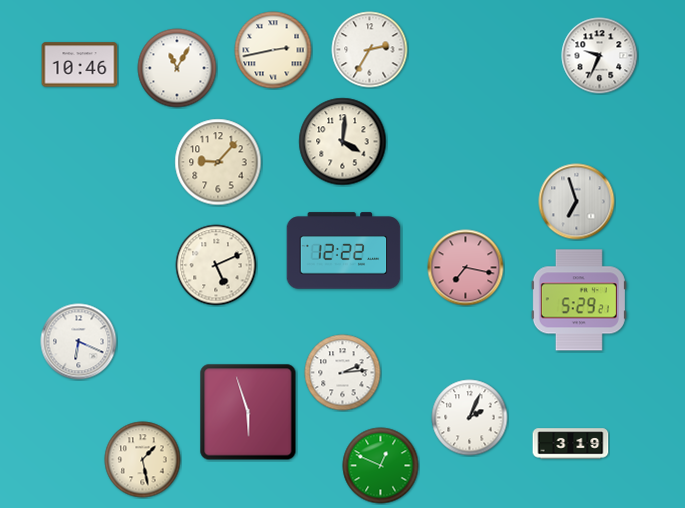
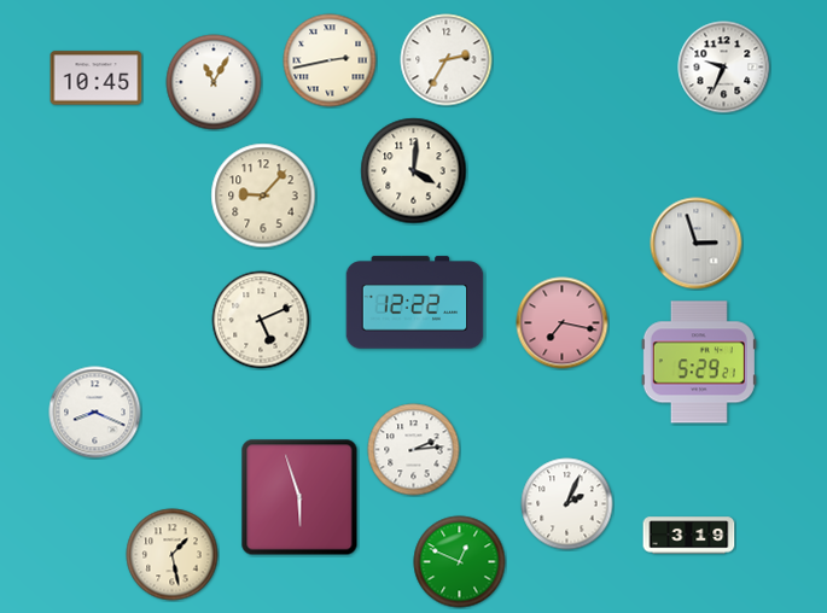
clock at (80, 65): 10:46 -> 10:45
clock at (577, 202): 6:57 -> 2:57
clock at (79, 342): 6:19 -> 8:19
